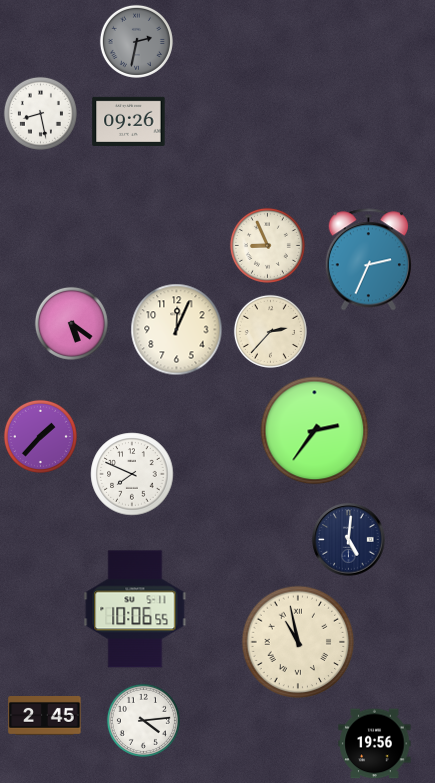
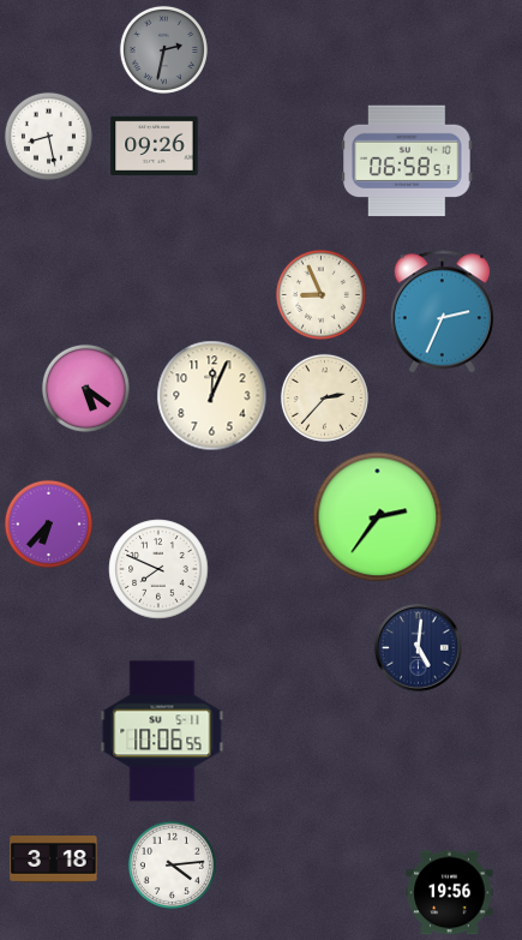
clock at (407, 161): none -> 06:58
clock at (40, 436): 1:37 -> 6:37
clock at (298, 642): 10:58 -> none
clock at (45, 716): 2:45 -> 3:18
